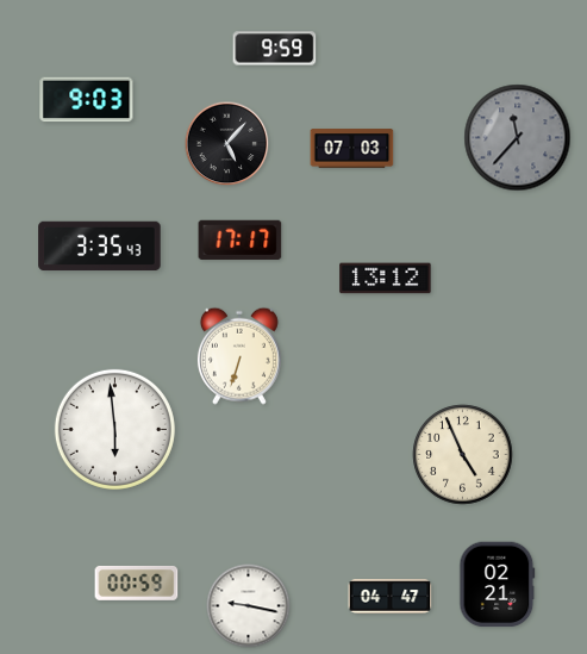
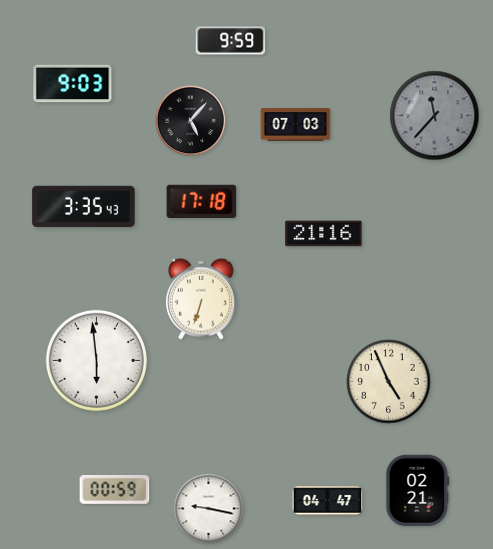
clock at (241, 239): 17:17 -> 17:18
clock at (386, 279): 13:12 -> 21:16
